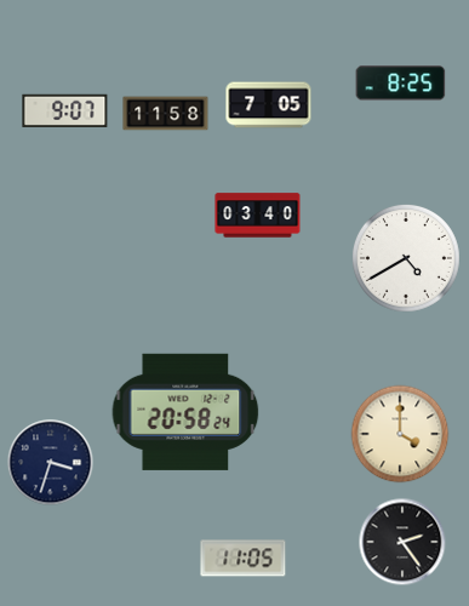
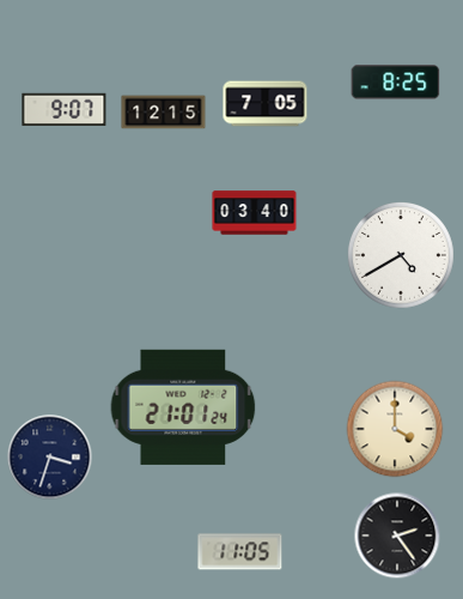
clock at (166, 114): 11:58 -> 12:15
clock at (185, 412): 20:58 -> 21:01
